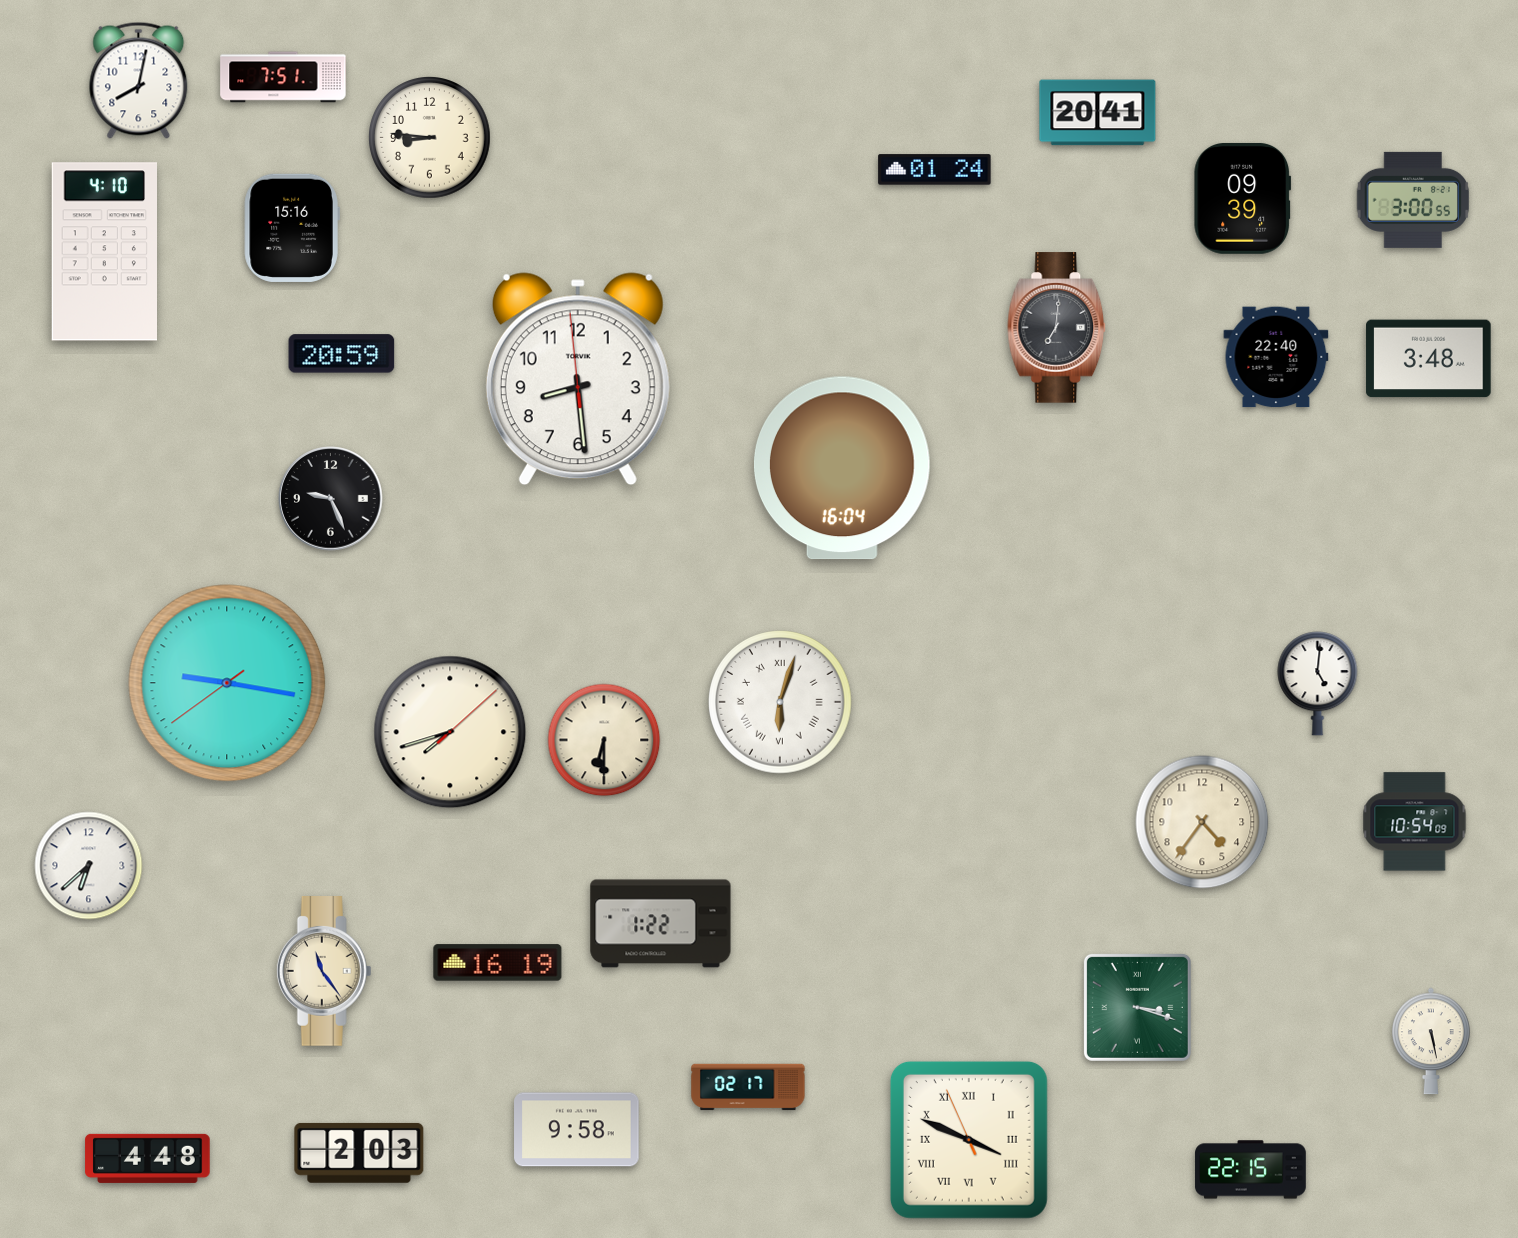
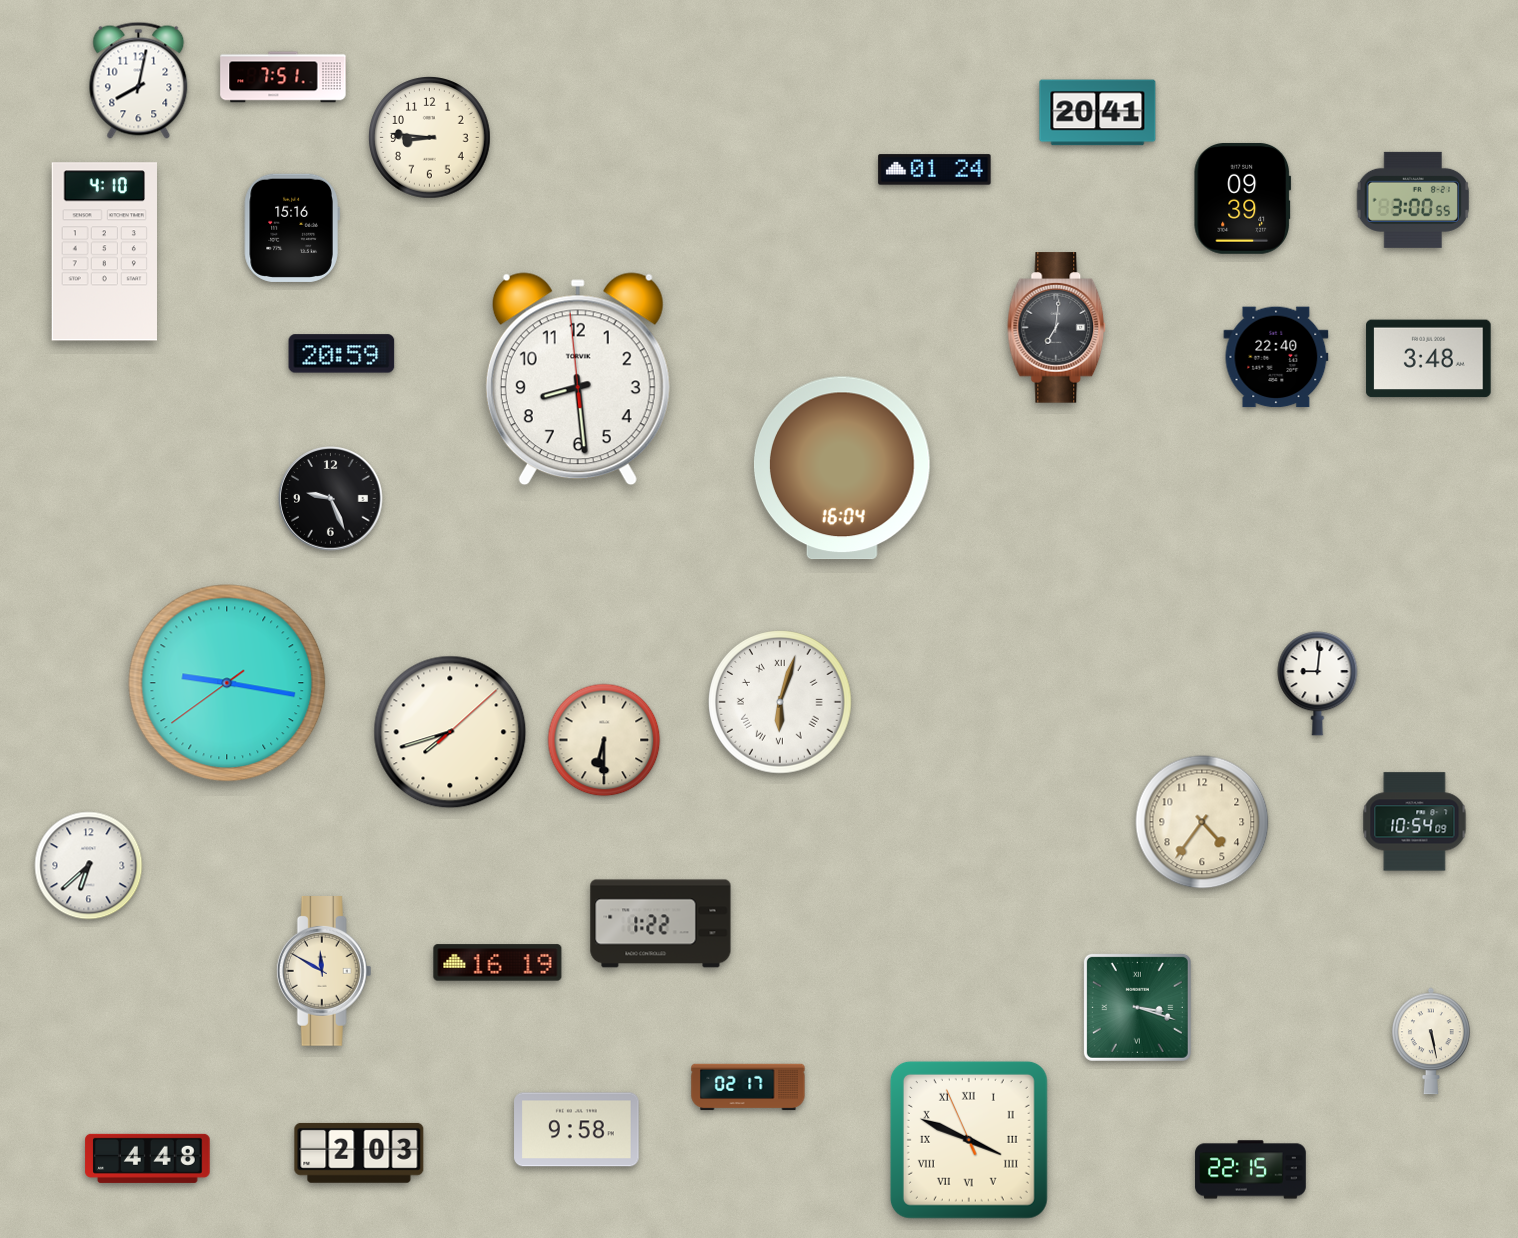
clock at (1318, 684): 5:01 -> 9:01
clock at (324, 972): 11:24 -> 11:50
